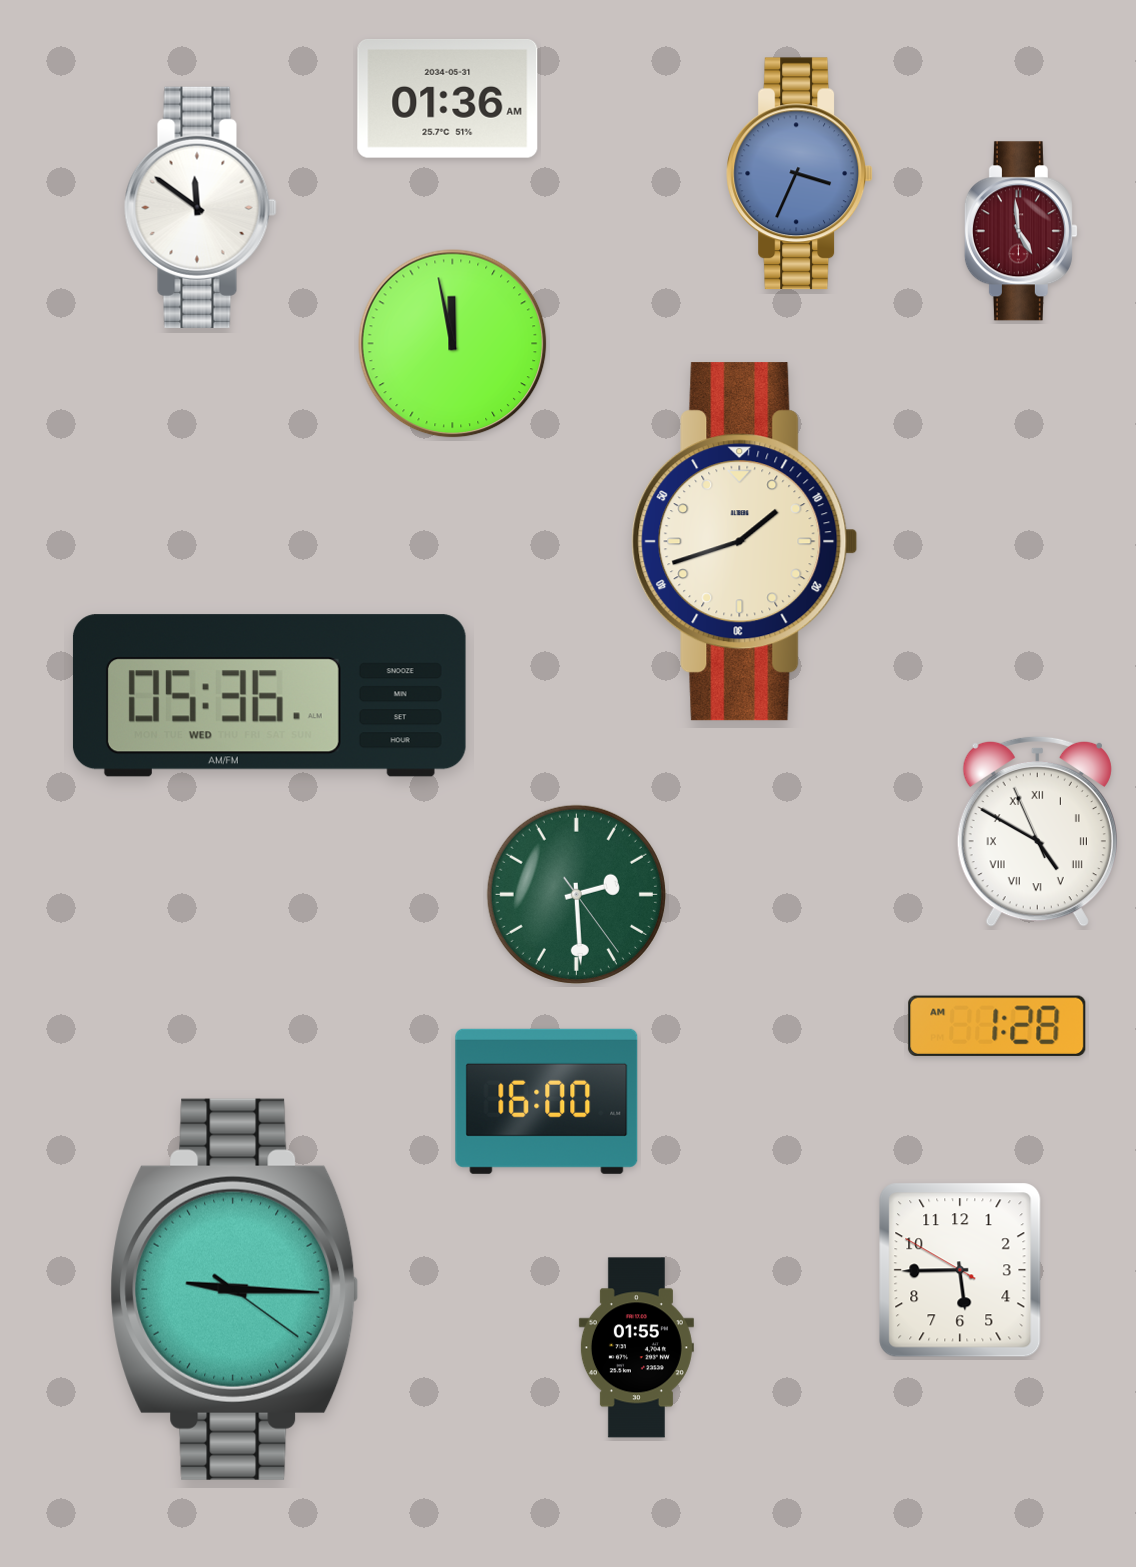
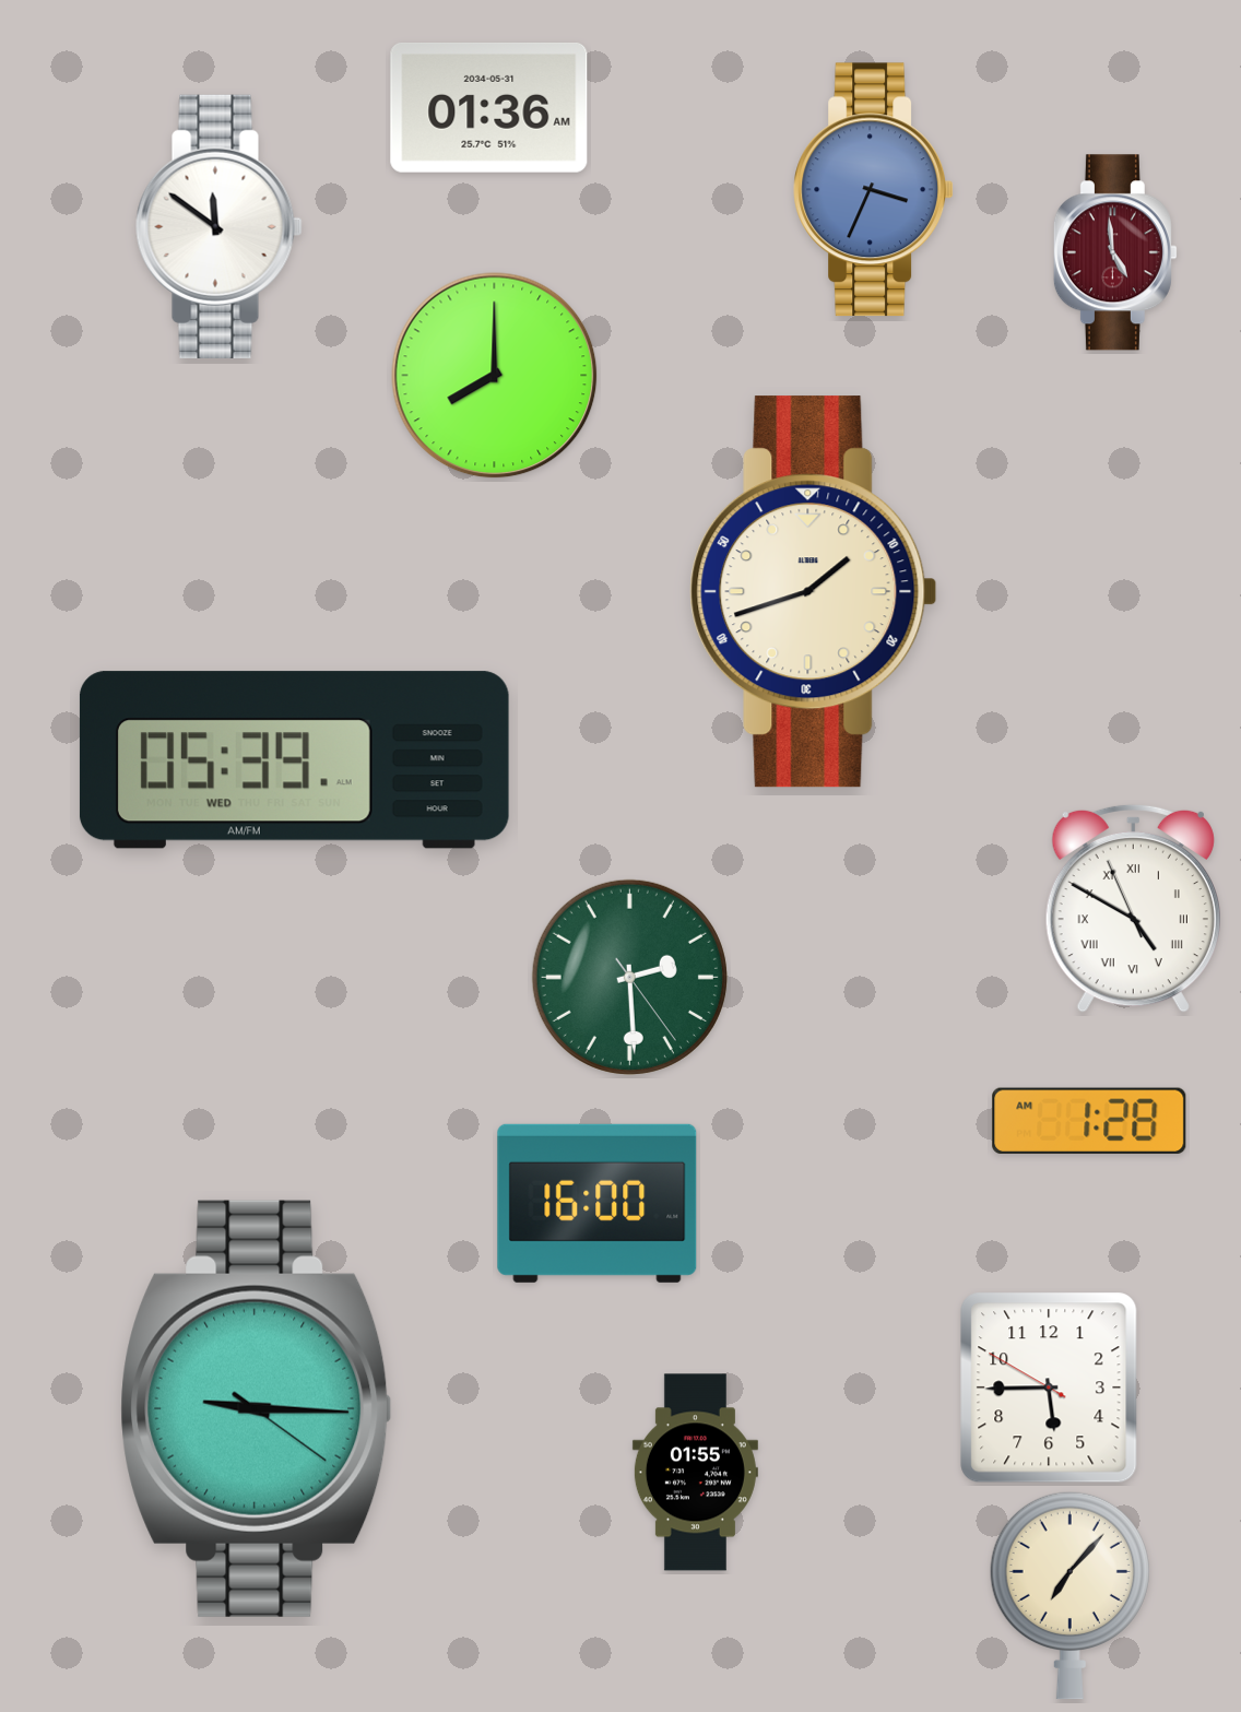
clock at (453, 344): 11:58 -> 8:00
clock at (269, 696): 05:36 -> 05:39
clock at (1069, 1595): none -> 7:07
